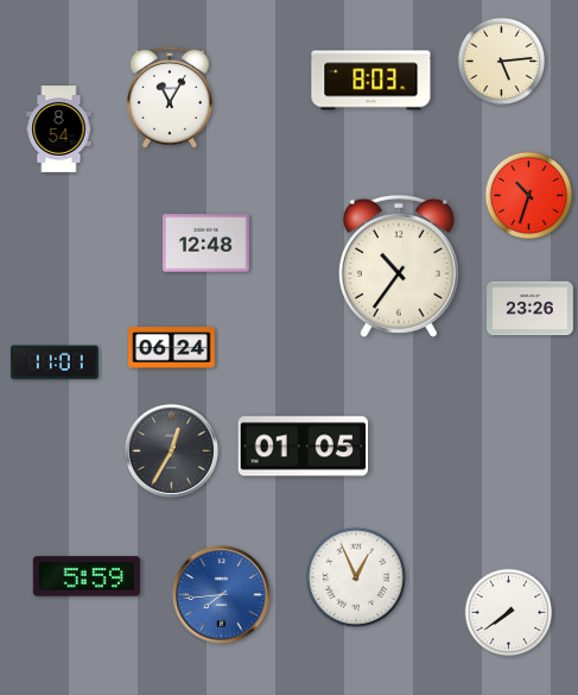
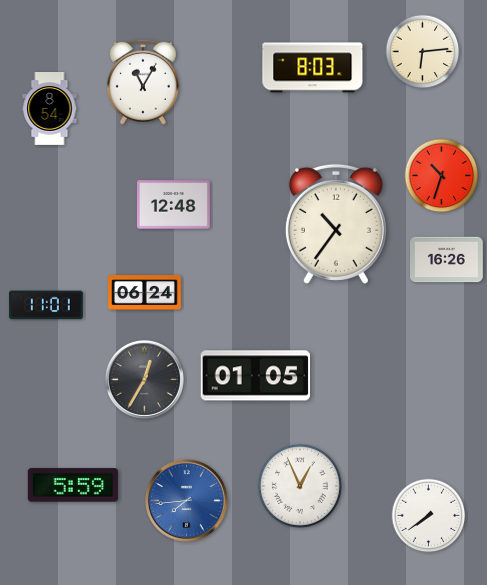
clock at (502, 62): 5:14 -> 6:14
clock at (529, 196) position: (529, 196) -> (442, 176)
clock at (531, 309): 23:26 -> 16:26
